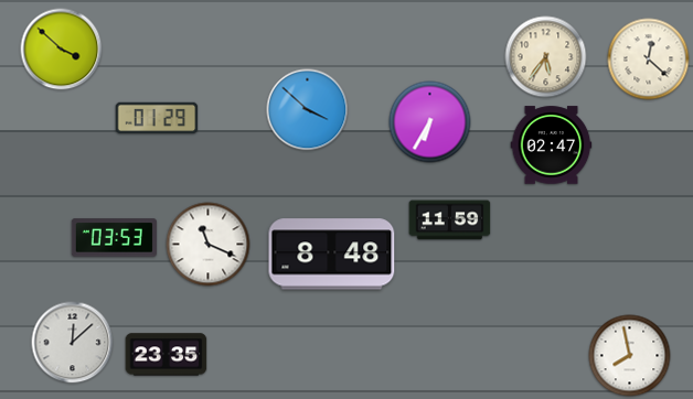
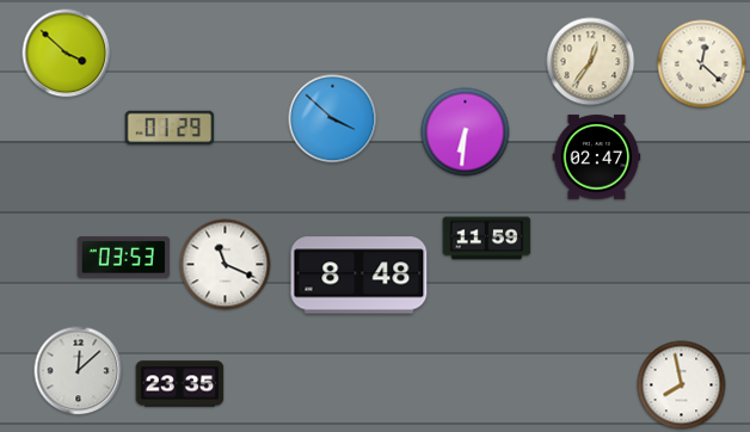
clock at (546, 57): 5:36 -> 12:36
clock at (430, 122): 6:35 -> 6:31
